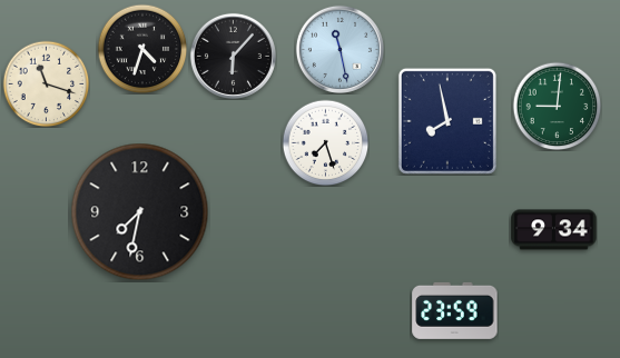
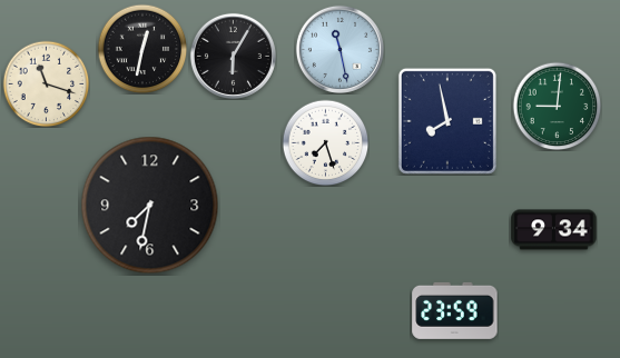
clock at (142, 49): 4:33 -> 12:32
clock at (233, 56): 6:07 -> 6:05
clock at (140, 212) position: (140, 212) -> (150, 206)
